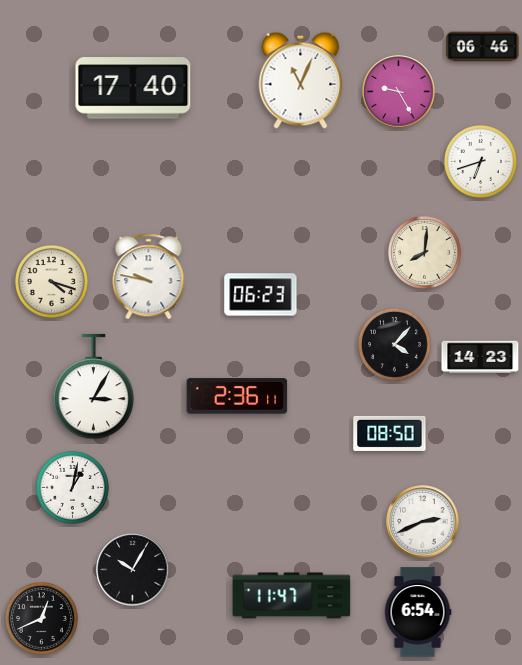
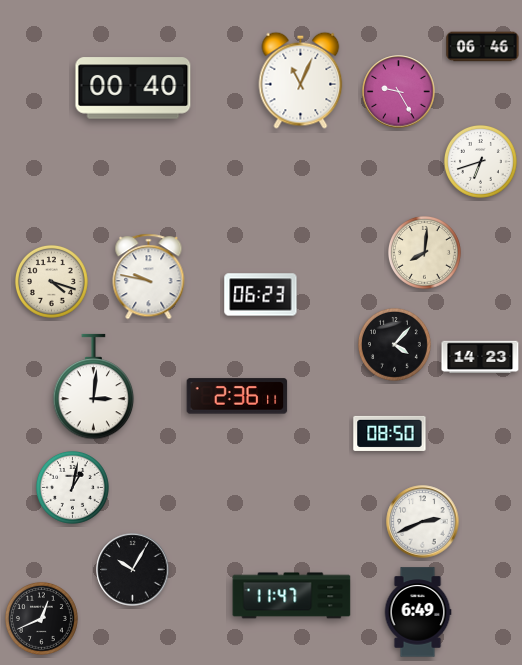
clock at (133, 88): 17:40 -> 00:40
clock at (94, 387): 3:05 -> 3:01
clock at (418, 612): 6:54 -> 6:49
